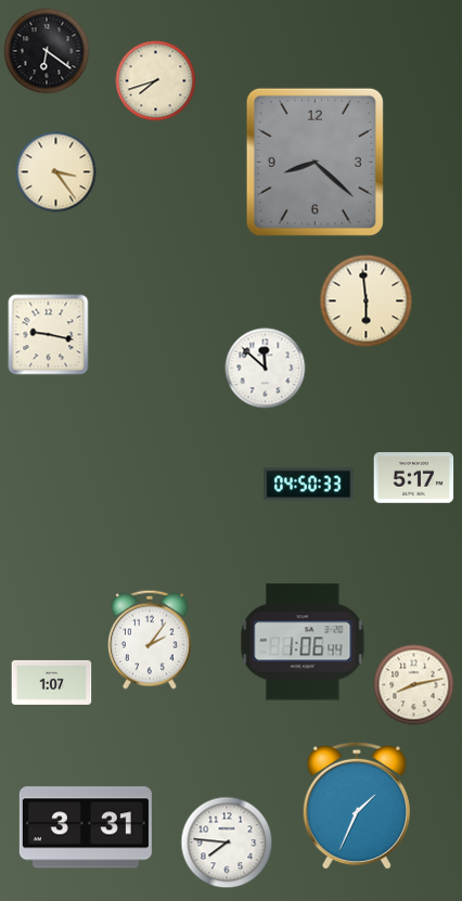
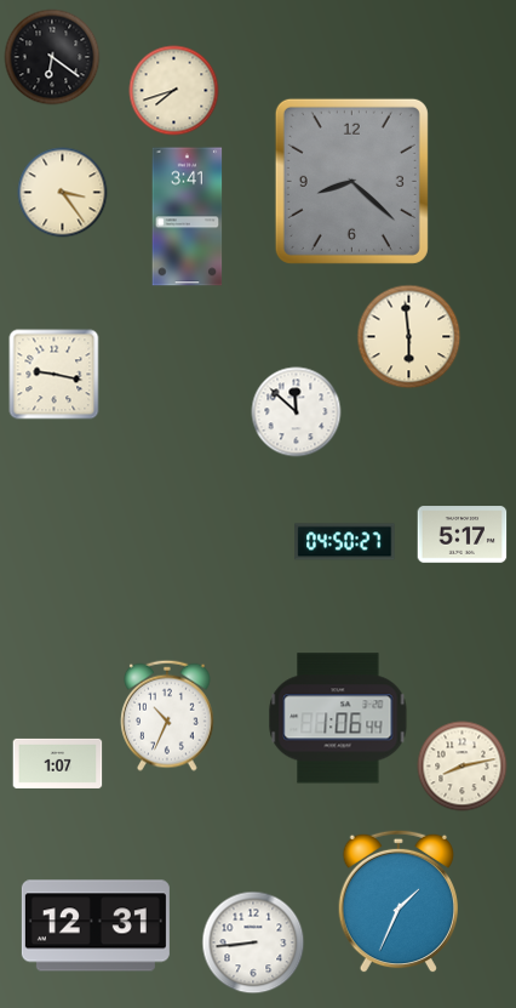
clock at (188, 217): none -> 3:41
clock at (309, 485): 04:50:33 -> 04:50:27
clock at (151, 640): 2:06 -> 10:34
clock at (86, 827): 3:31 -> 12:31
clock at (227, 842): 7:46 -> 8:44
